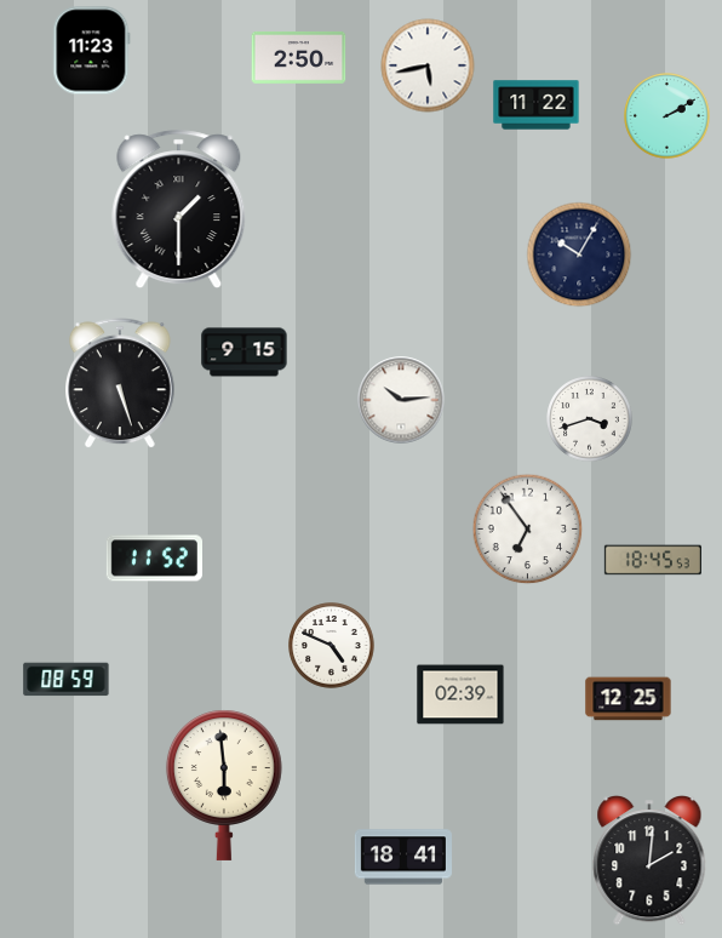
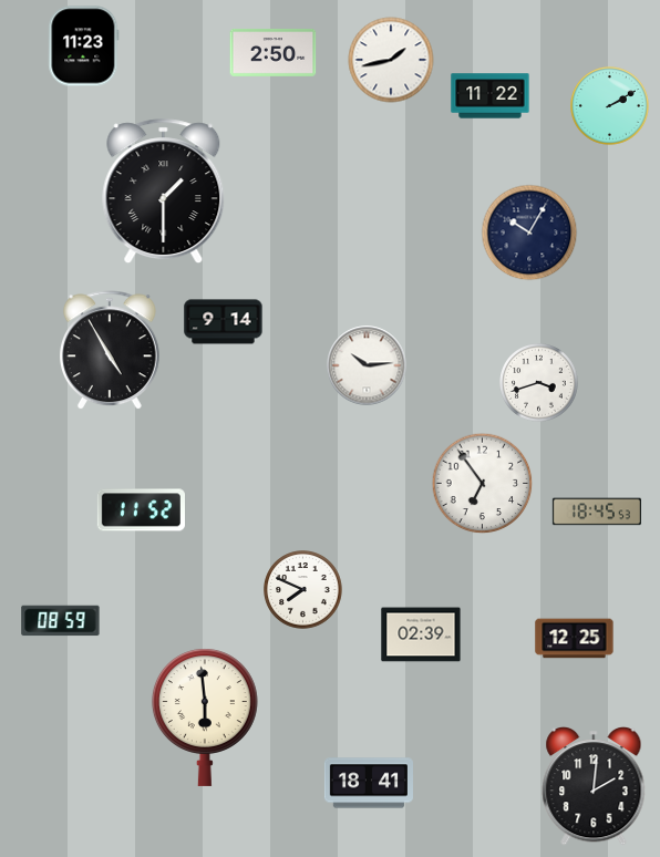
clock at (428, 65): 5:43 -> 1:43
clock at (245, 353): 9:15 -> 9:14
clock at (121, 384): 5:27 -> 4:55
clock at (332, 646): 4:49 -> 7:49
